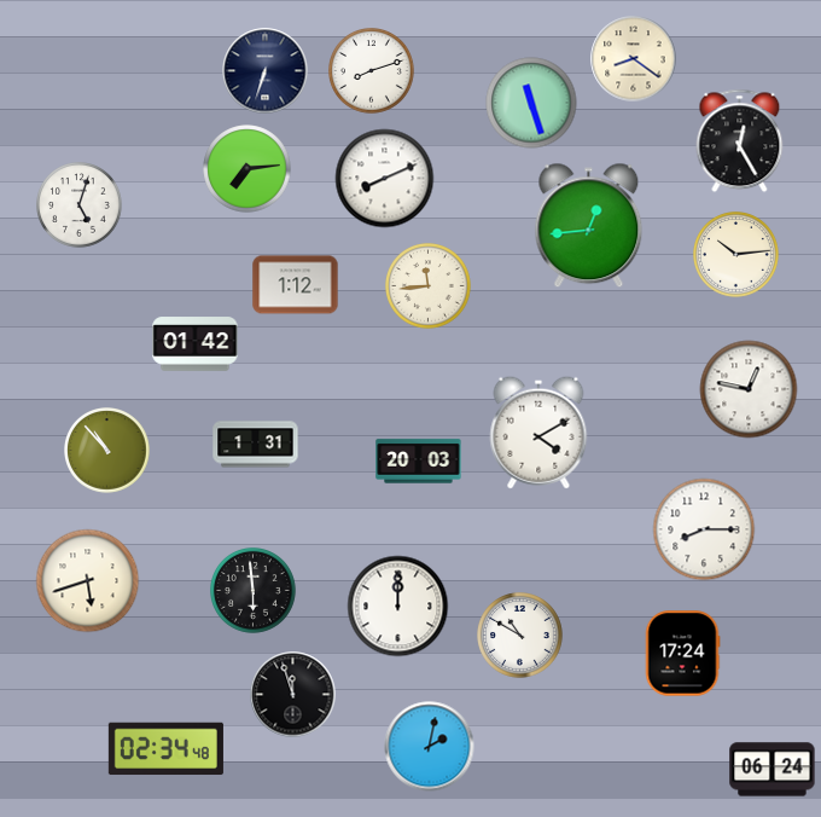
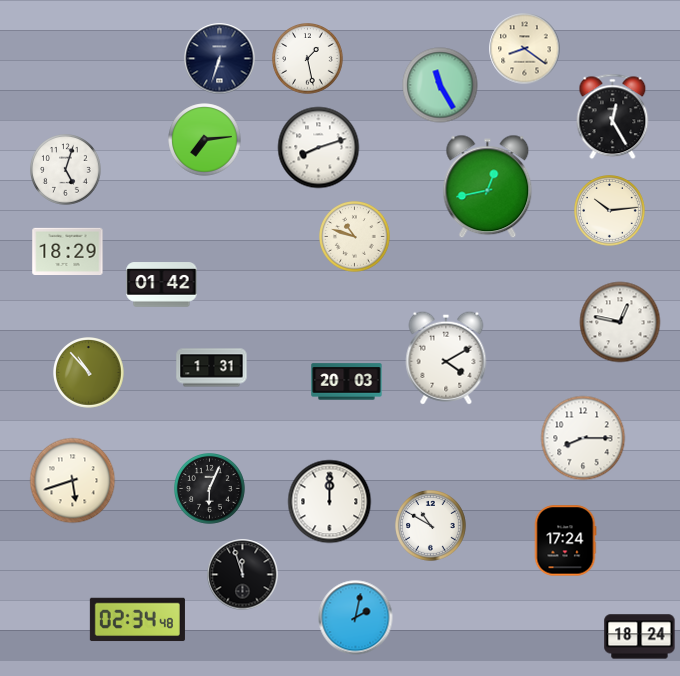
clock at (372, 71): 8:12 -> 1:28
clock at (531, 103): 11:27 -> 11:25
clock at (385, 179): 8:11 -> 8:12
clock at (589, 226): 12:44 -> 12:43
clock at (296, 285): 1:12 -> none
clock at (429, 286): 11:44 -> 10:48
clock at (68, 251): none -> 18:29
clock at (254, 591): 5:59 -> 6:04
clock at (773, 770): 06:24 -> 18:24
